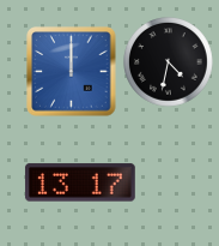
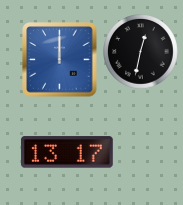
clock at (169, 62): 4:32 -> 12:32
